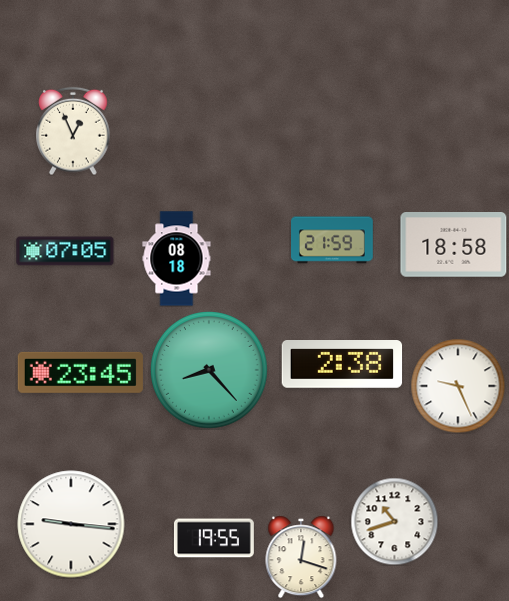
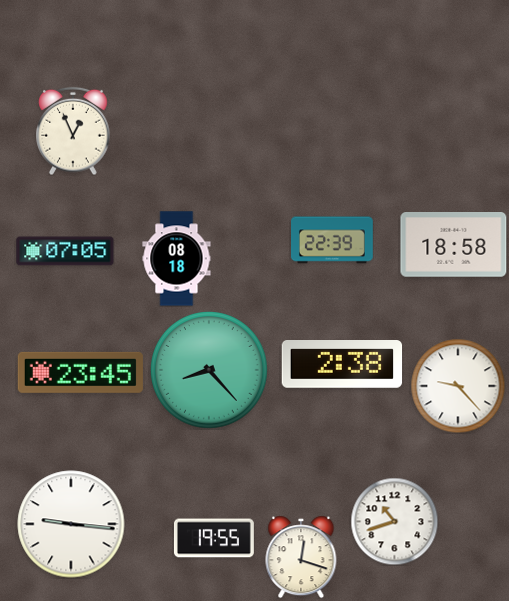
clock at (333, 240): 21:59 -> 22:39
clock at (458, 386): 9:26 -> 9:23
